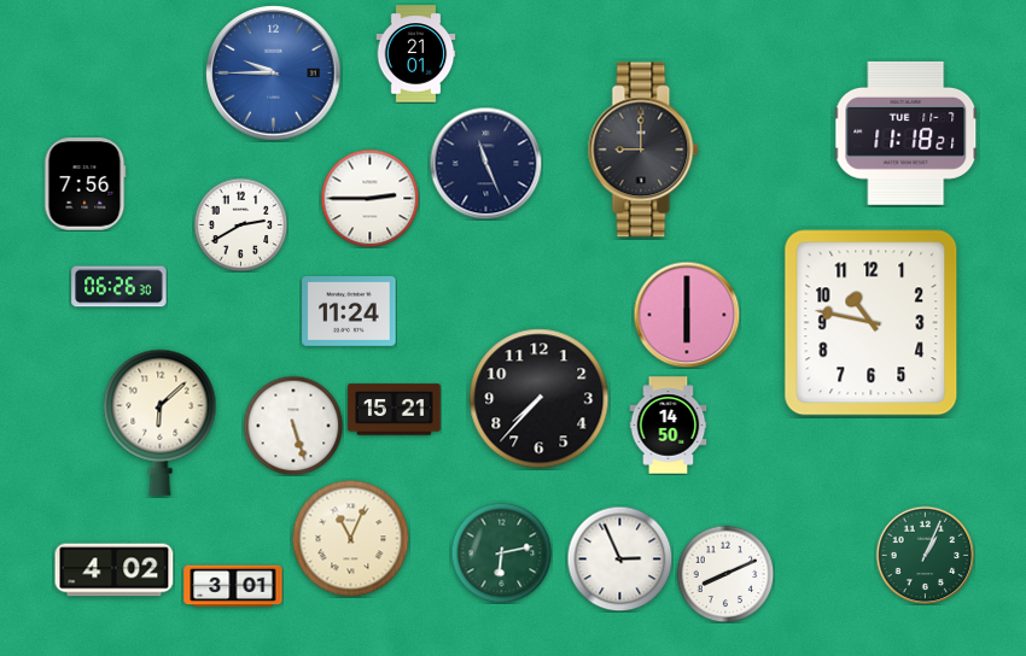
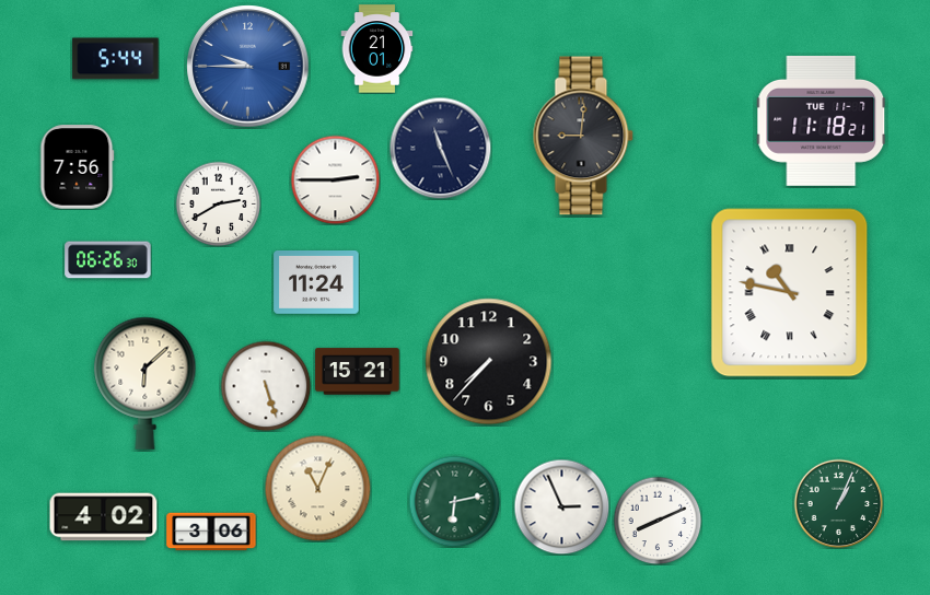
clock at (116, 59): none -> 5:44
clock at (643, 150): 9:00 -> 9:01
clock at (687, 315): 6:00 -> none
clock at (871, 323) numerals: Arabic -> Roman
clock at (669, 426): 14:50 -> none
clock at (233, 586): 3:01 -> 3:06
